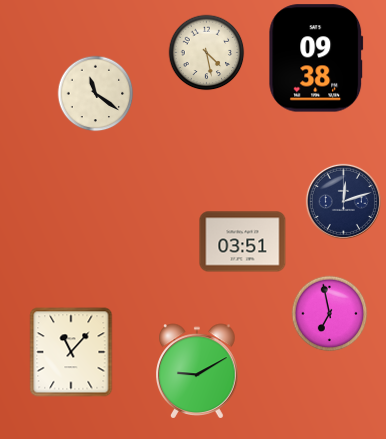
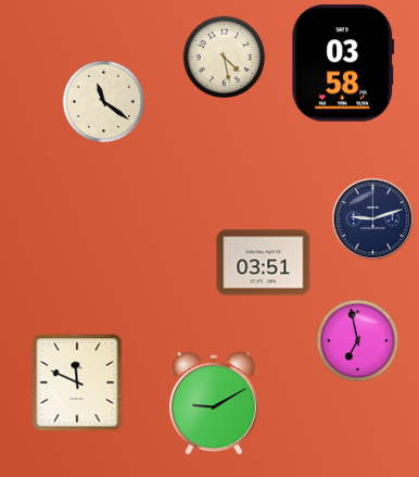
clock at (316, 58): 09:38 -> 03:58
clock at (343, 201): 12:12 -> 9:12
clock at (71, 352): 11:07 -> 11:49
